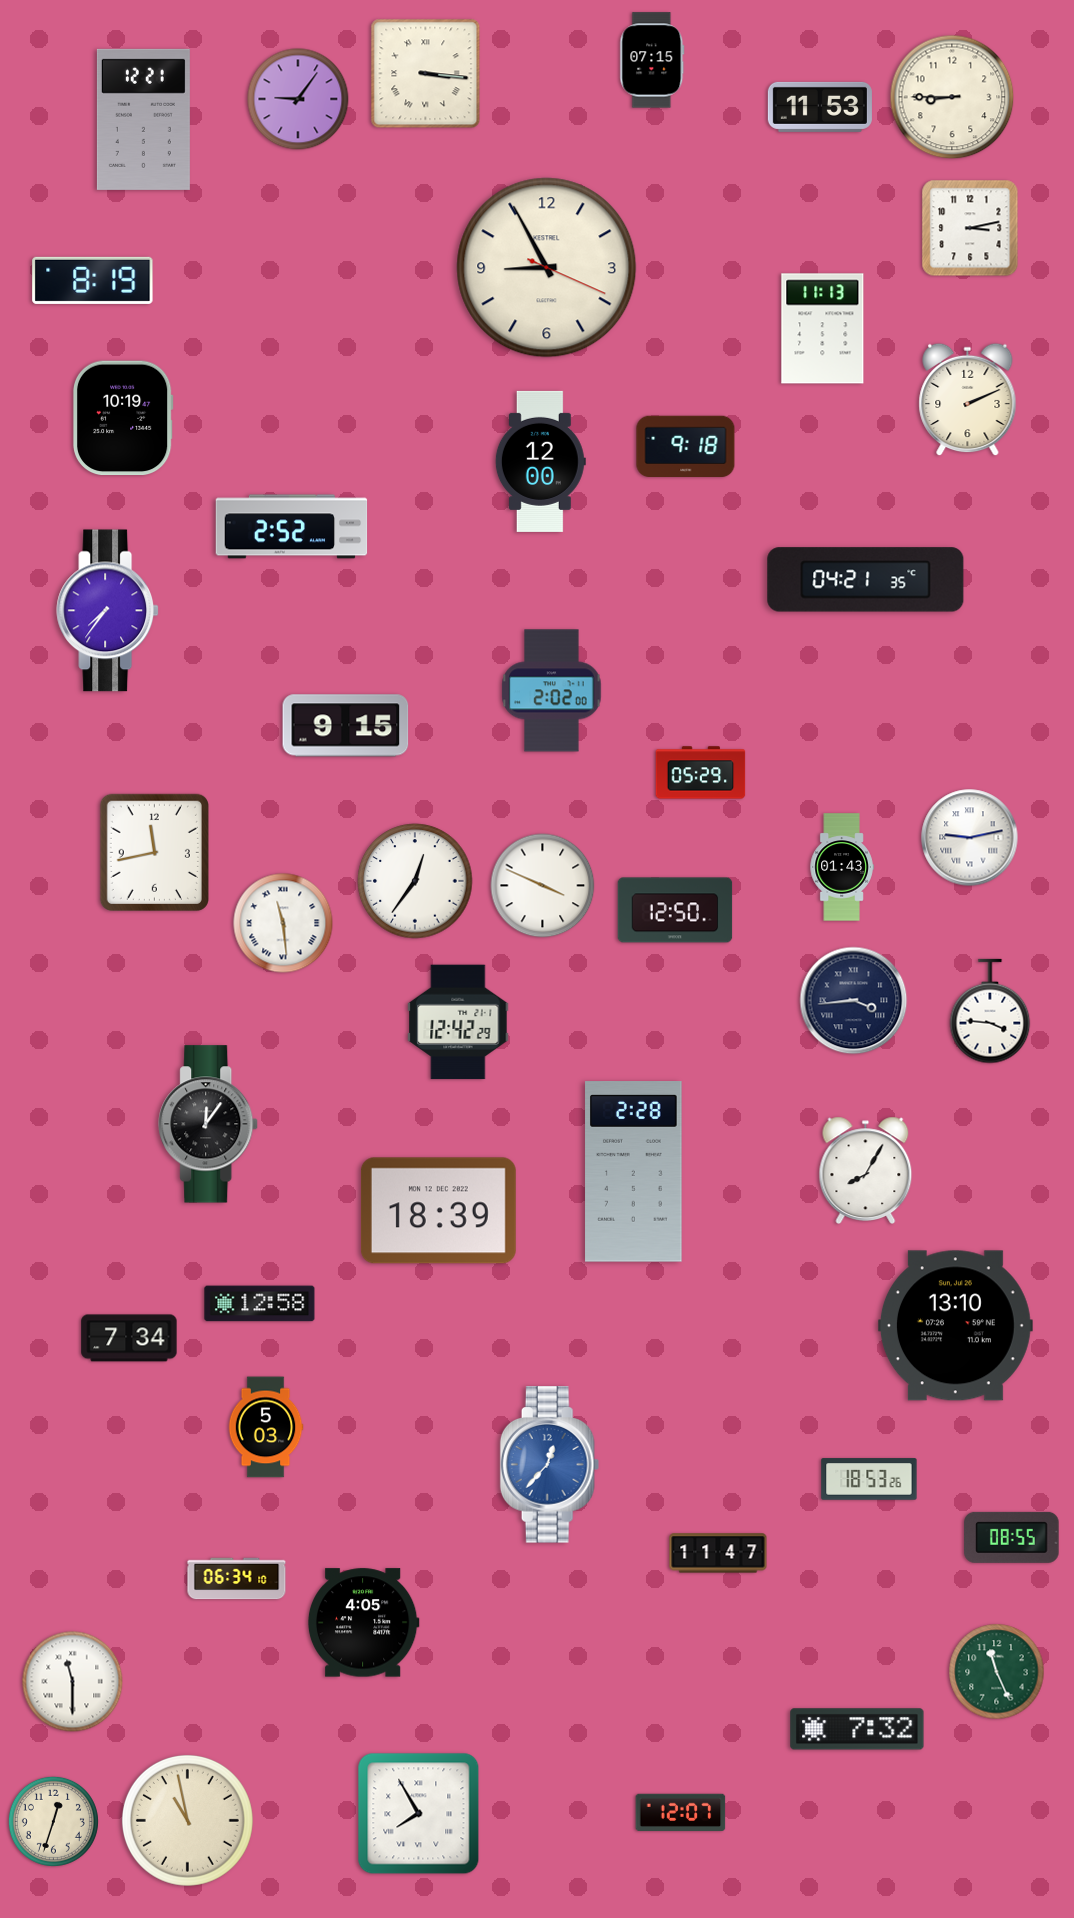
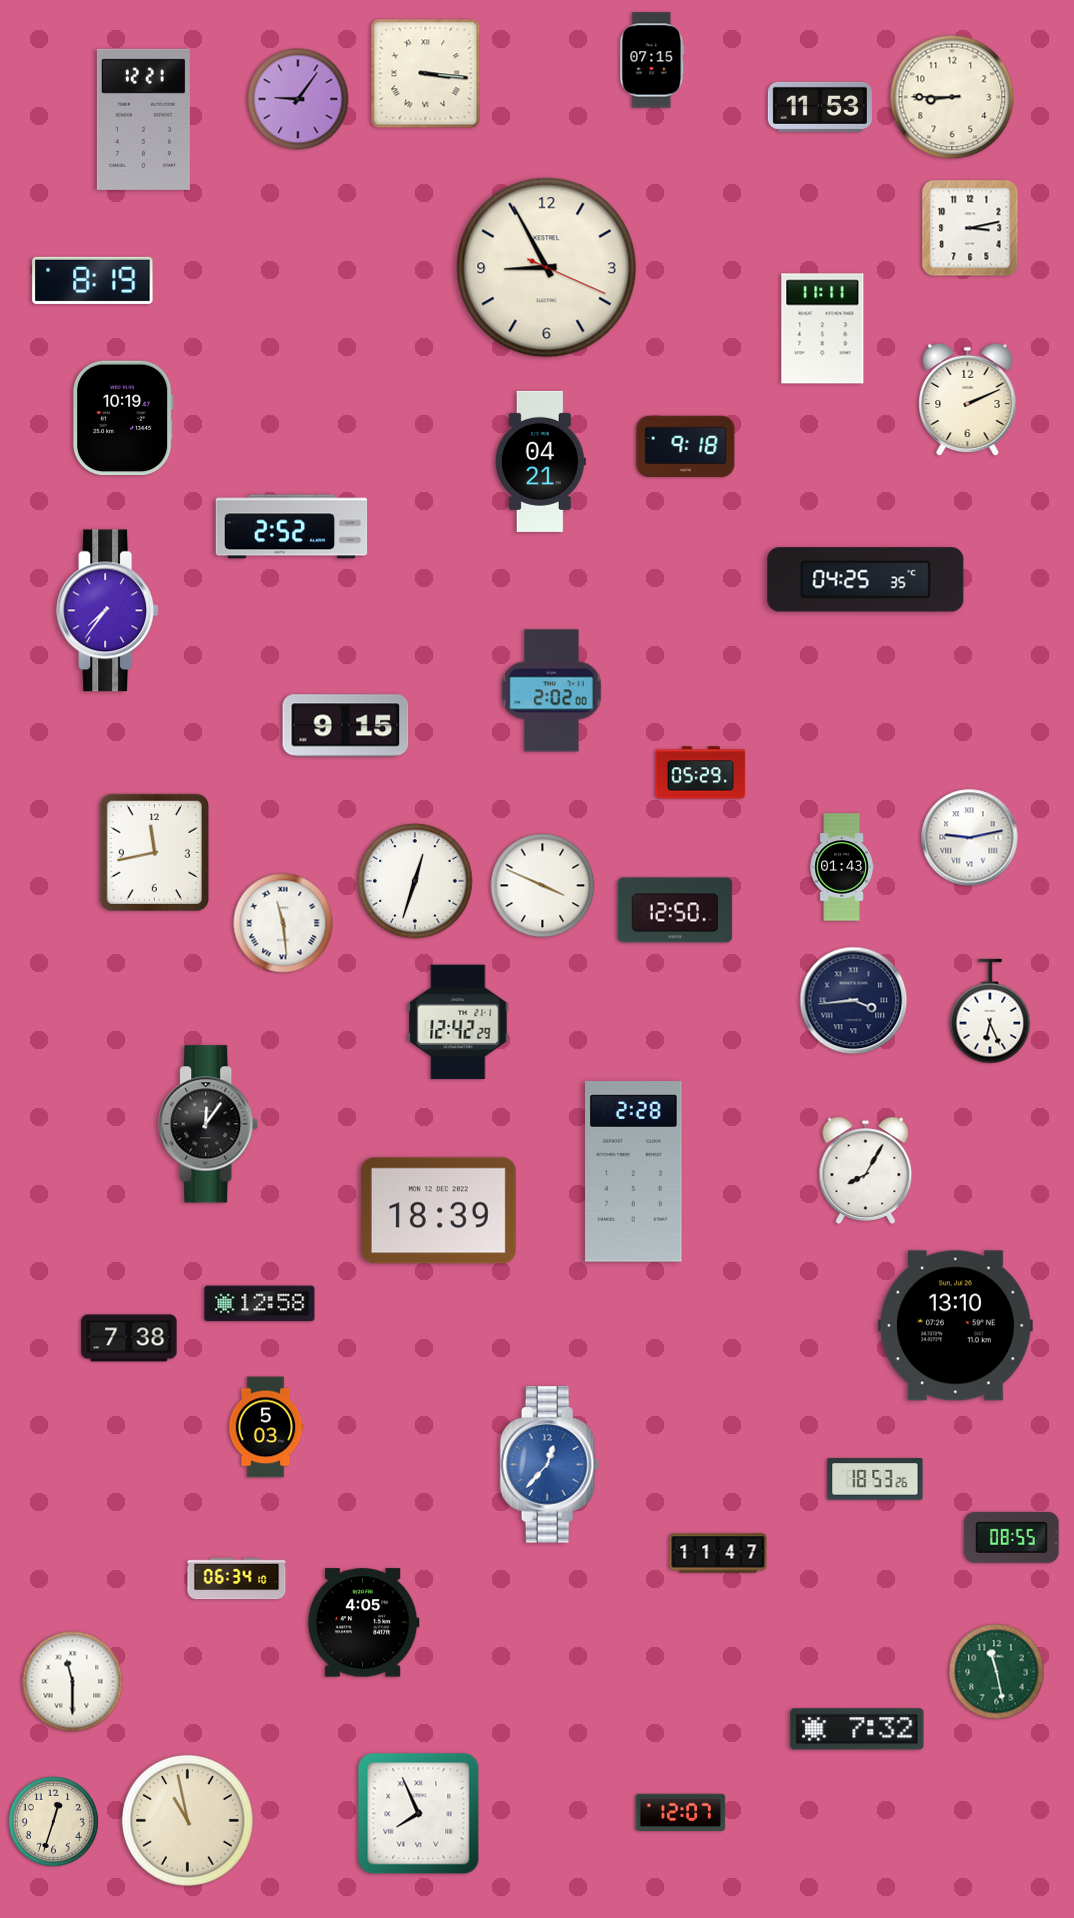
clock at (823, 329): 11:13 -> 11:11
clock at (540, 461): 12:00 -> 04:21
clock at (866, 580): 04:21 -> 04:25
clock at (415, 881): 12:36 -> 12:33
clock at (990, 1011): 3:46 -> 6:26
clock at (129, 1338): 7:34 -> 7:38
clock at (869, 1479) position: (869, 1479) -> (875, 1479)
clock at (997, 1672): 11:26 -> 11:28
clock at (419, 1814): 7:55 -> 7:56
